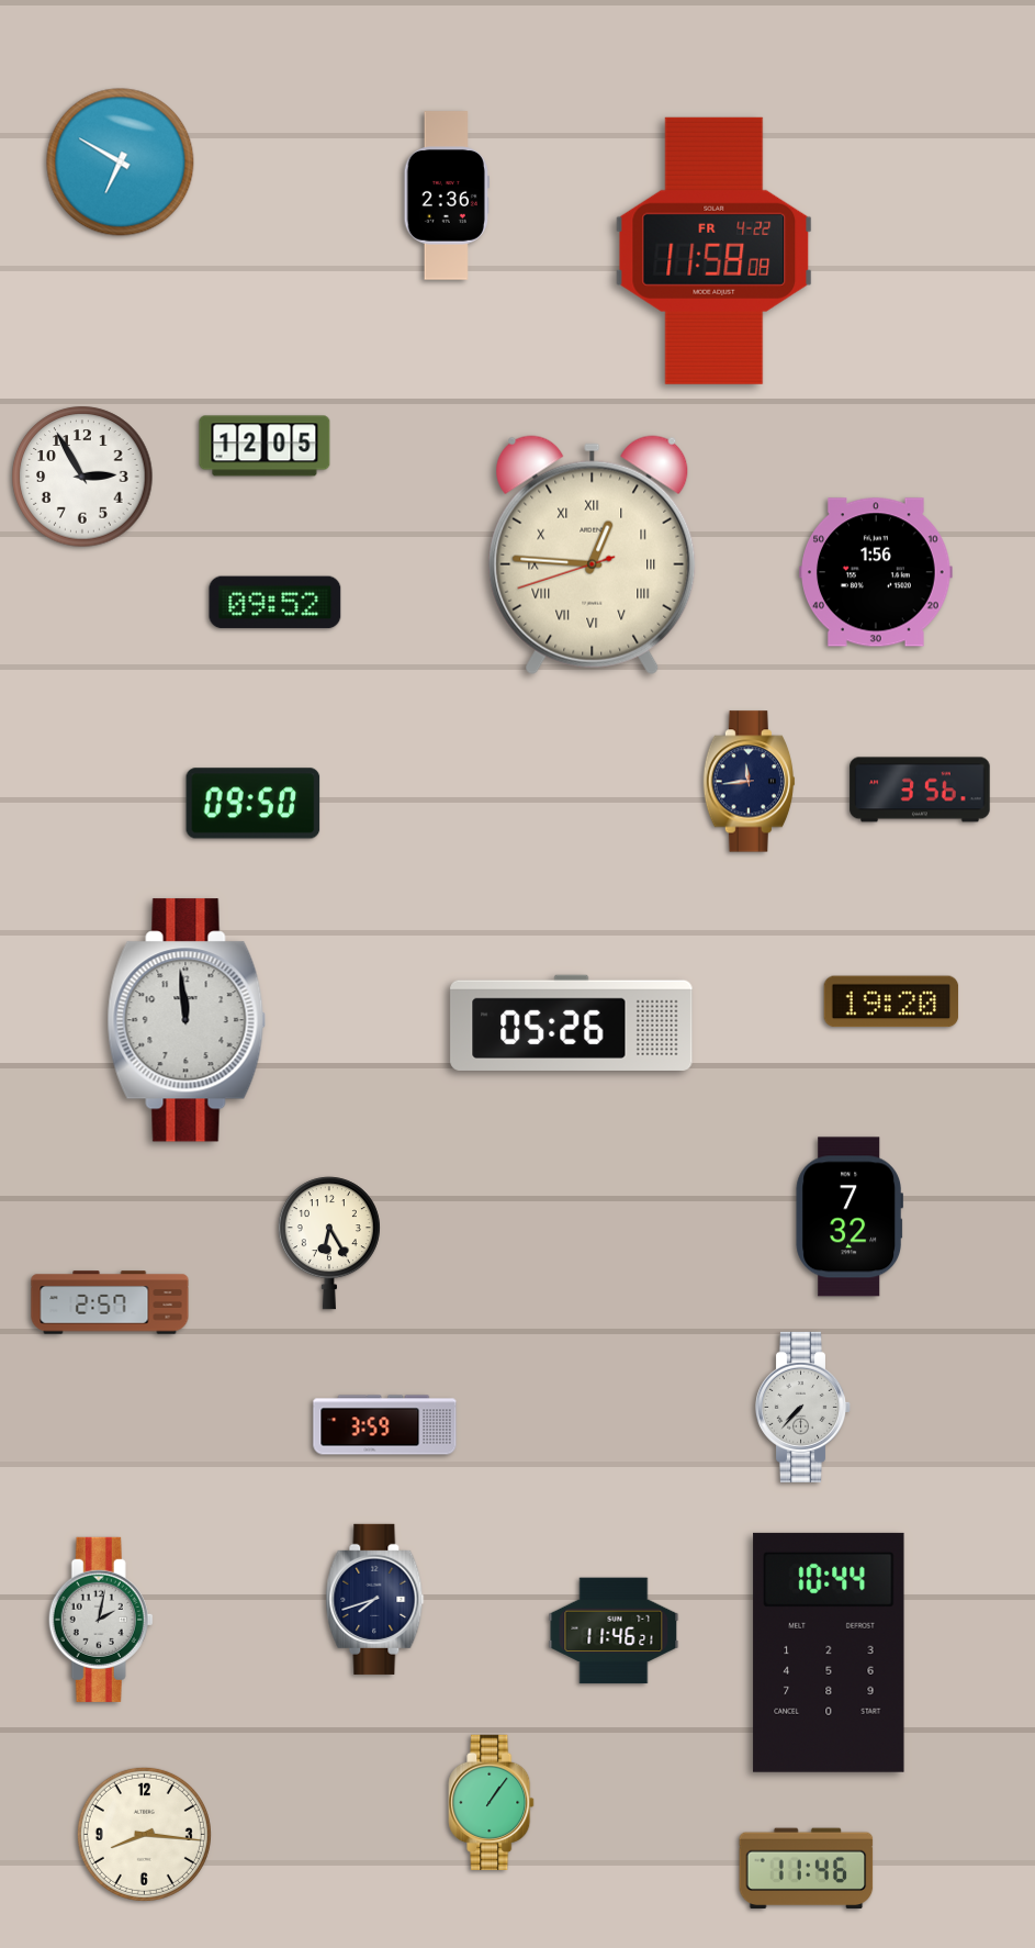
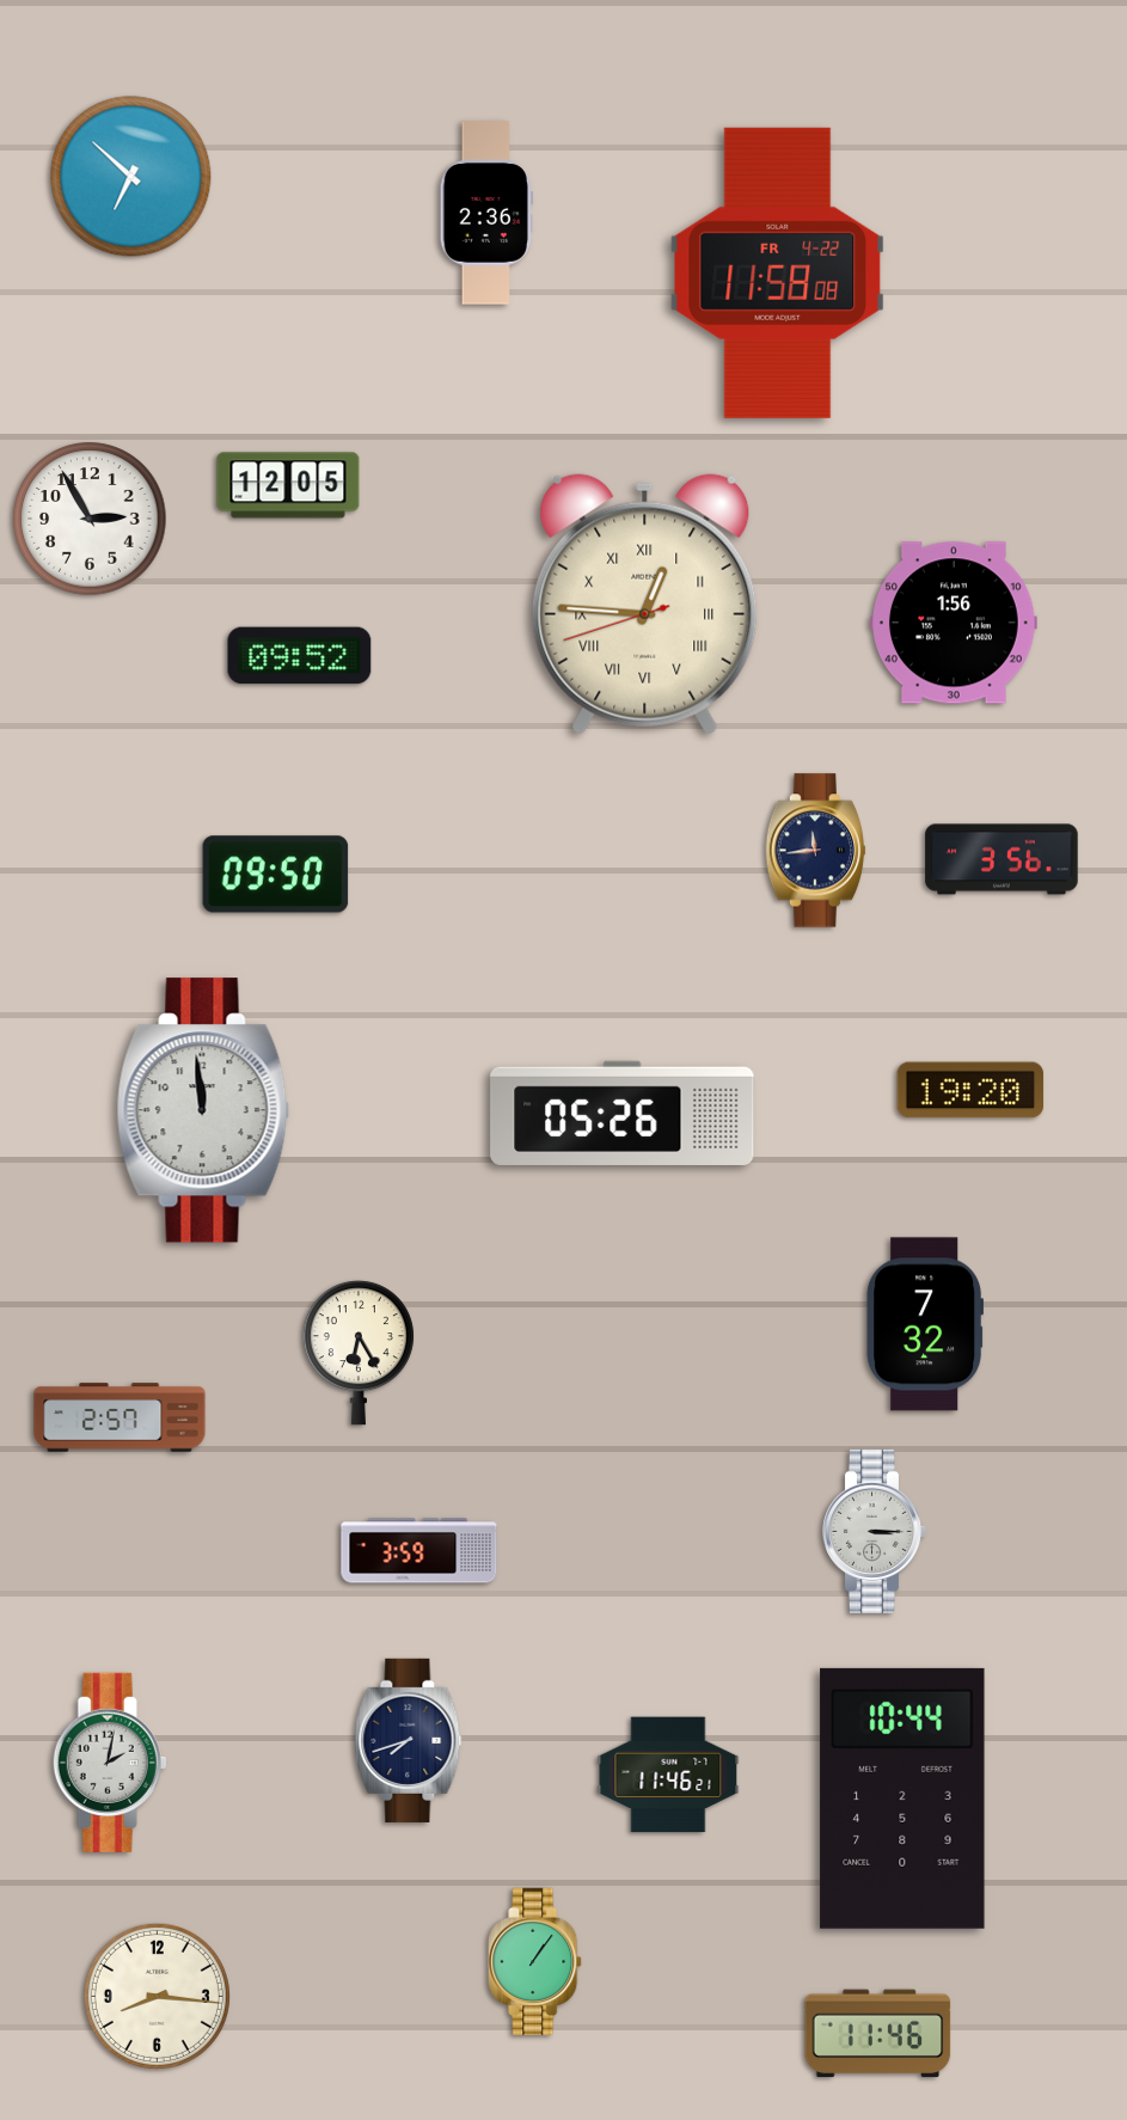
clock at (121, 163): 6:50 -> 6:52
clock at (803, 1407): 7:37 -> 3:15
